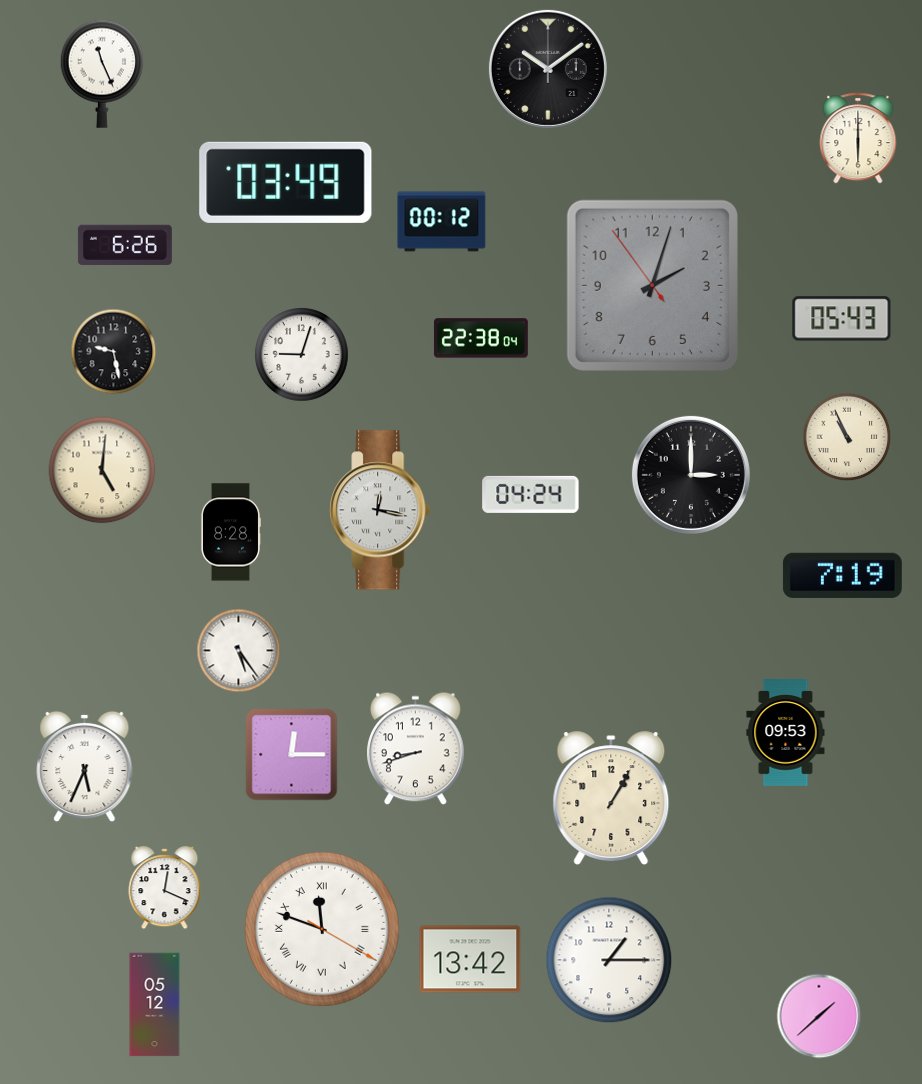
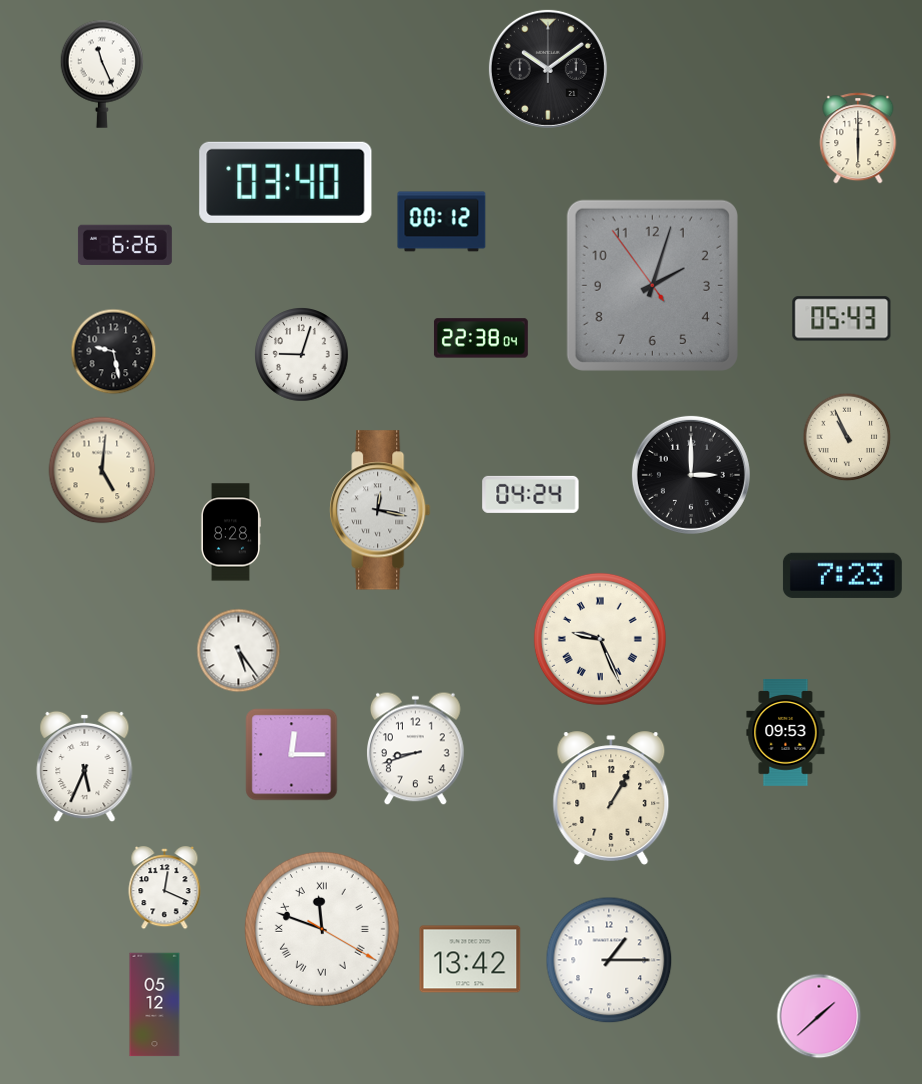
clock at (286, 182): 03:49 -> 03:40
clock at (842, 575): 7:19 -> 7:23
clock at (600, 639): none -> 9:26
